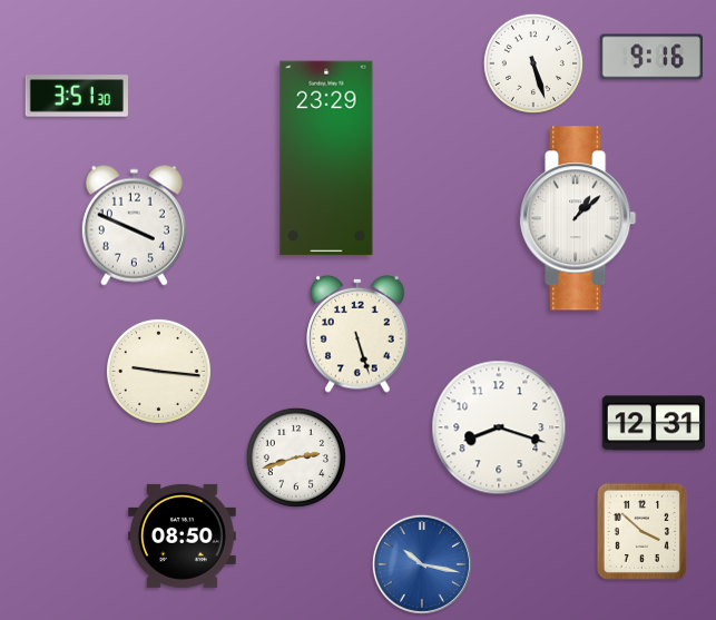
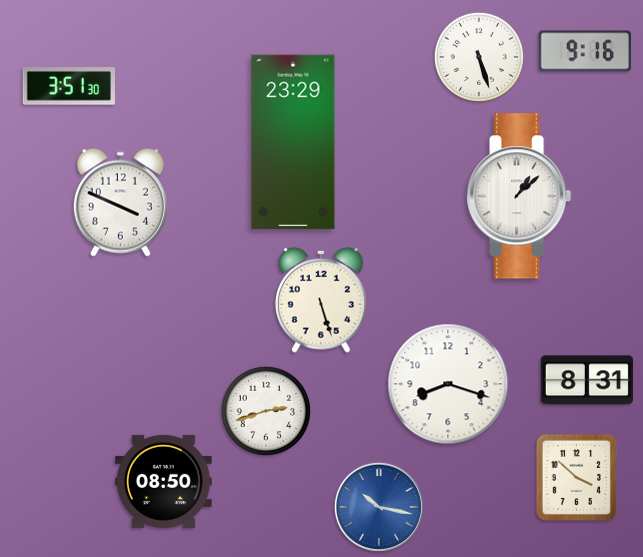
clock at (158, 371): 9:16 -> none
clock at (653, 423): 12:31 -> 8:31
